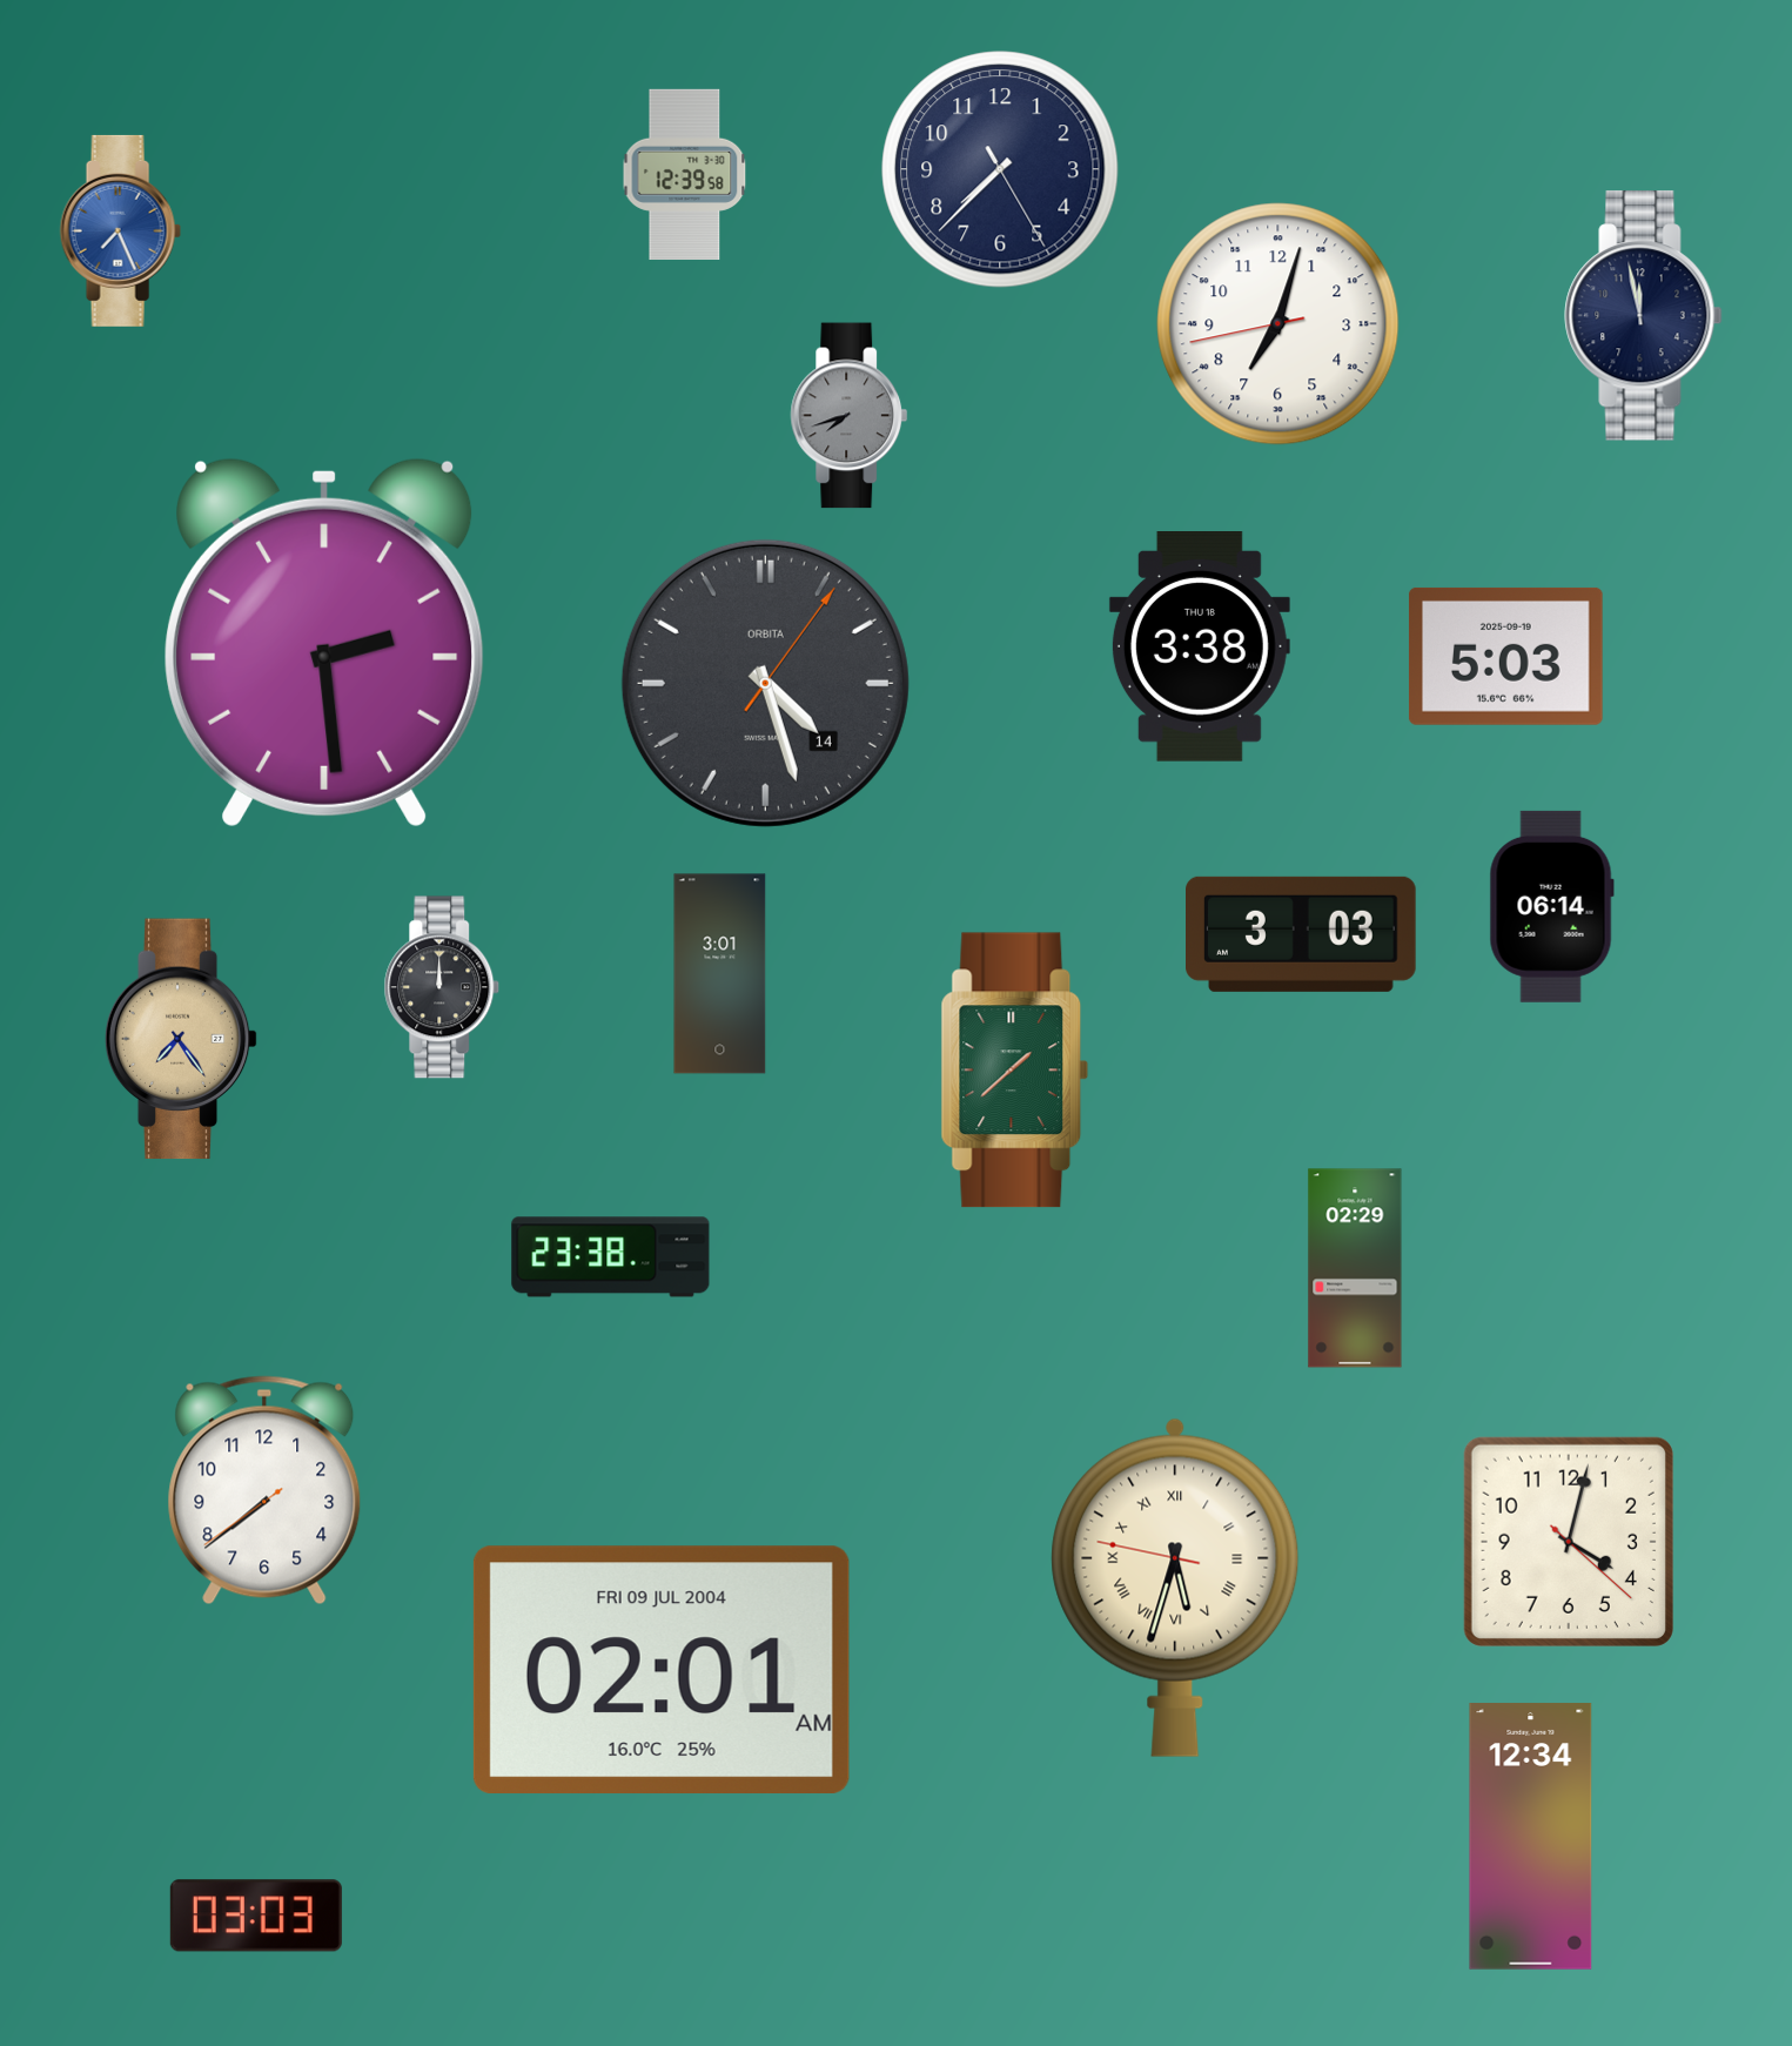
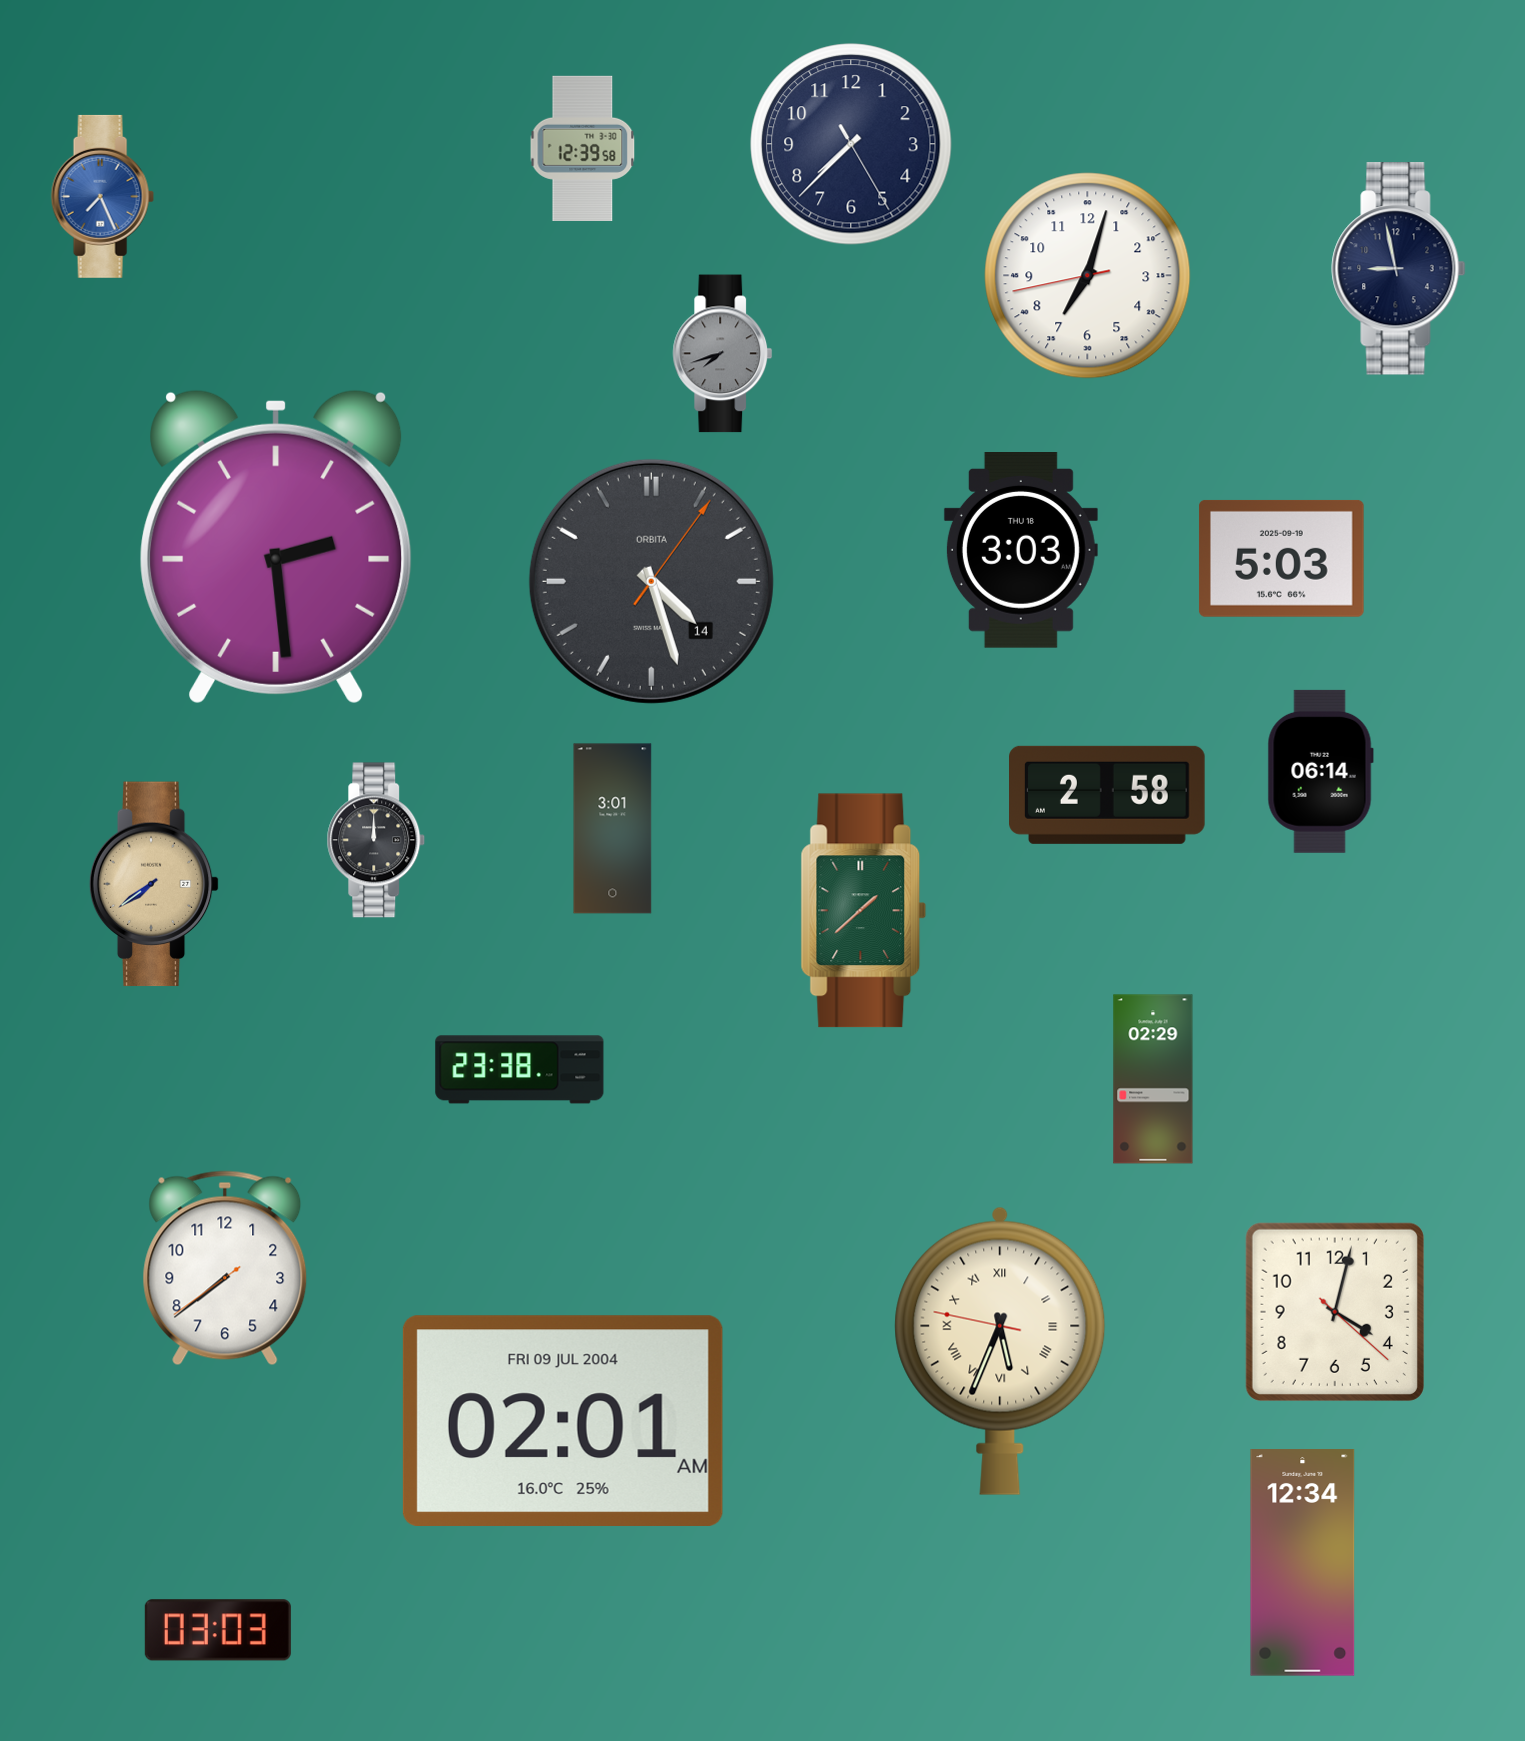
clock at (1644, 316): 11:58 -> 8:58
clock at (1200, 648): 3:38 -> 3:03
clock at (1302, 934): 3:03 -> 2:58
clock at (181, 1039): 7:24 -> 7:39
clock at (1175, 1588): 5:32 -> 5:33
